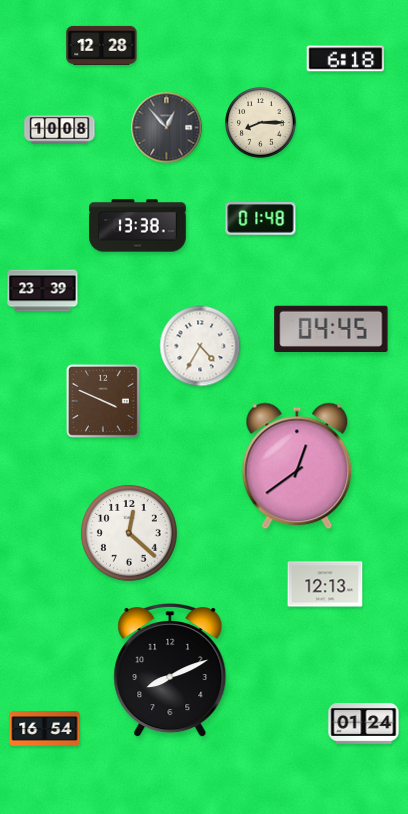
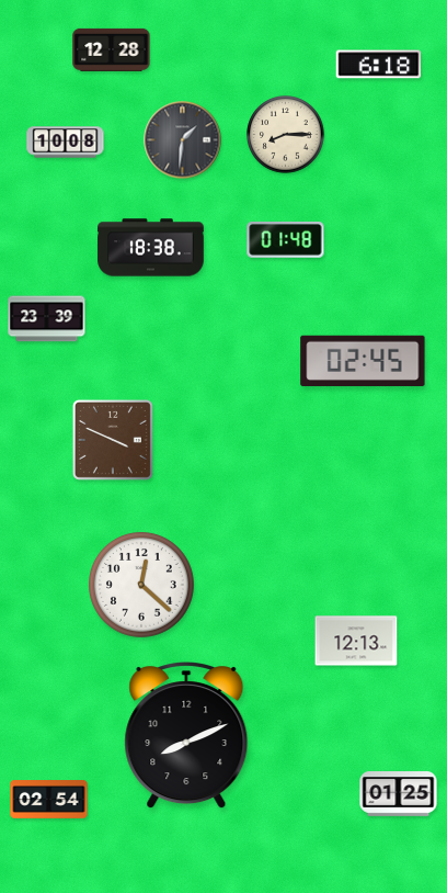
clock at (167, 128): 12:53 -> 1:31
clock at (138, 226): 13:38 -> 18:38
clock at (331, 329): 04:45 -> 02:45
clock at (200, 346): 4:35 -> none
clock at (297, 466): 12:39 -> none
clock at (364, 724): 01:24 -> 01:25
clock at (45, 729): 16:54 -> 02:54
